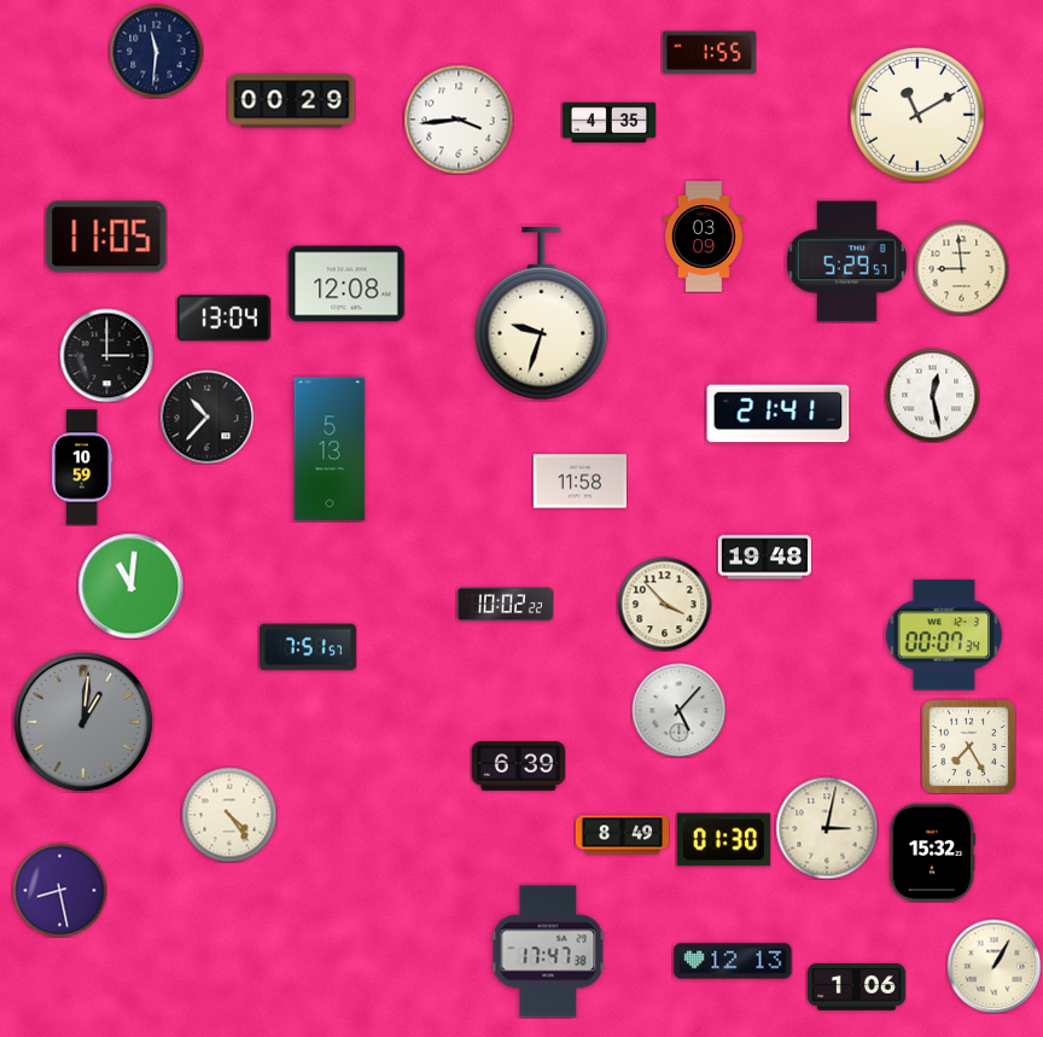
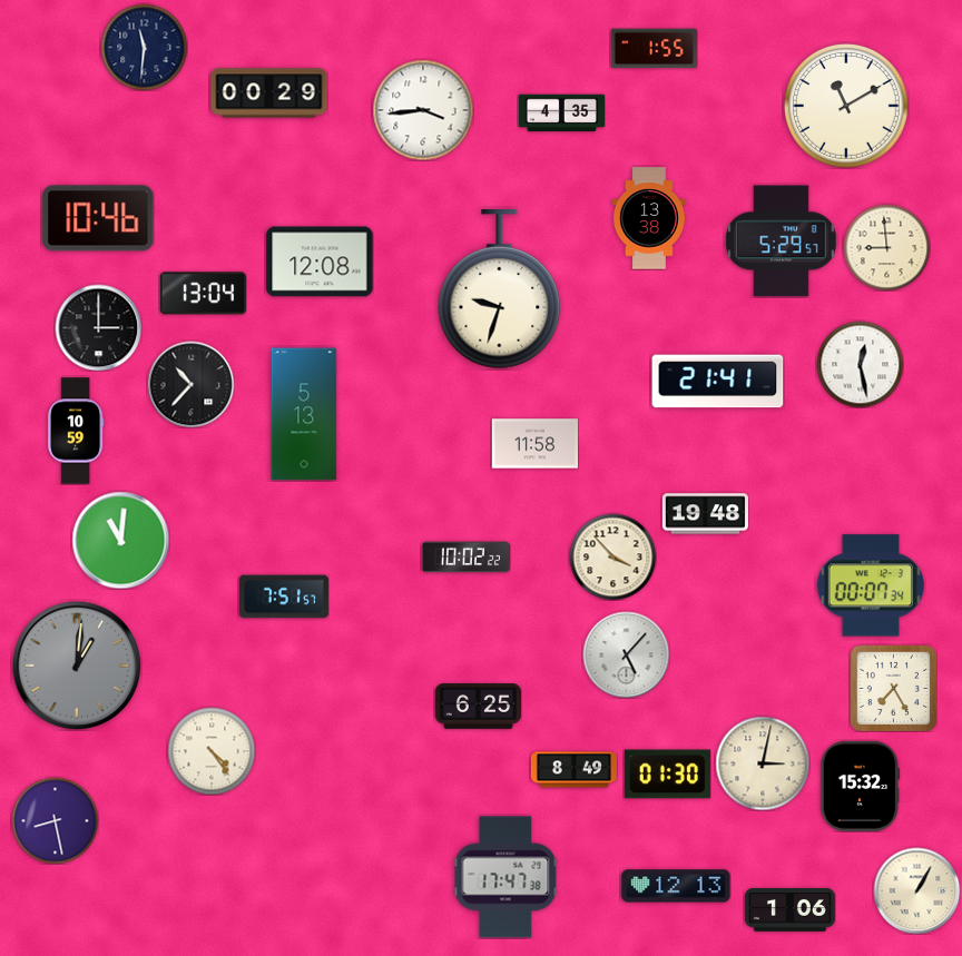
clock at (106, 237): 11:05 -> 10:46
clock at (704, 237): 03:09 -> 13:38
clock at (223, 319) position: (223, 319) -> (203, 294)
clock at (518, 767): 6:39 -> 6:25
